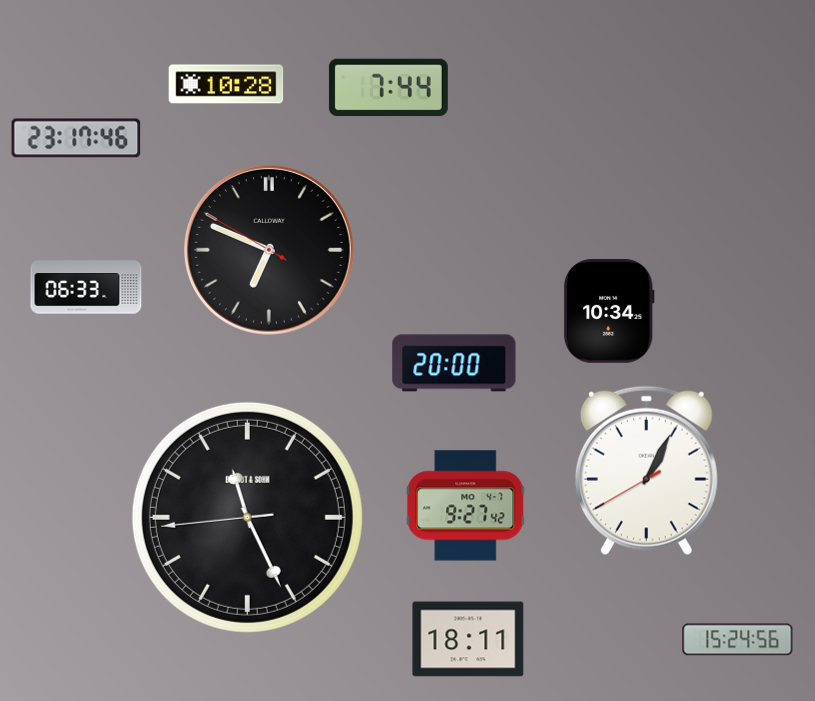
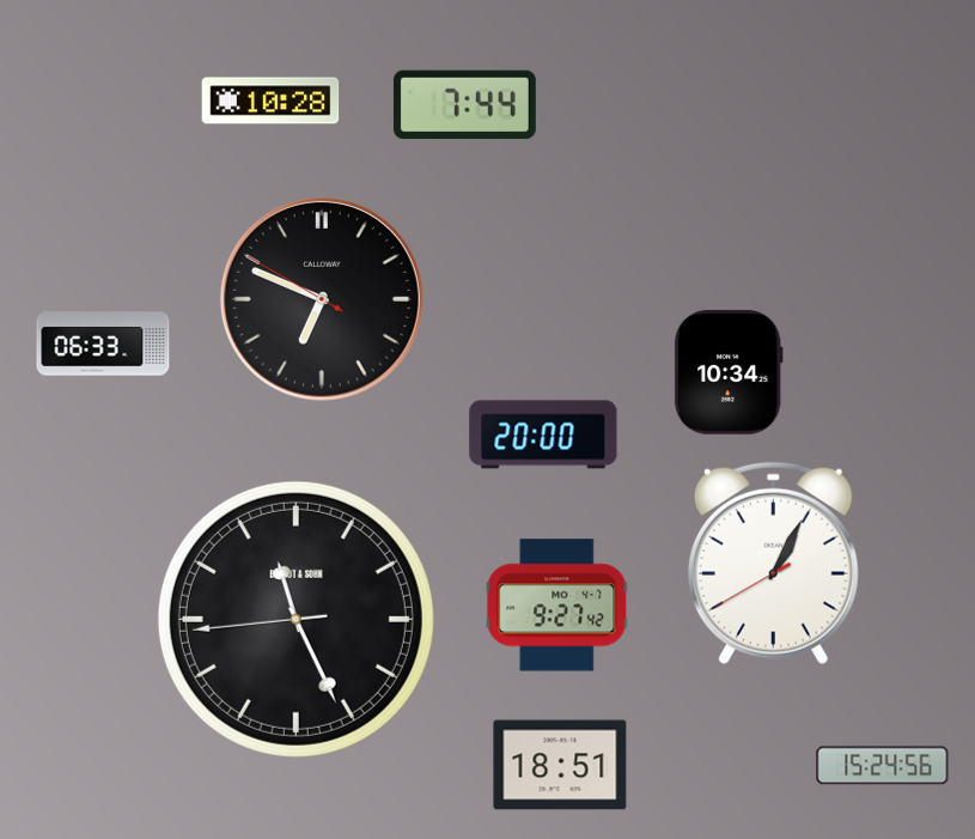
clock at (76, 138): 23:17 -> none
clock at (468, 639): 18:11 -> 18:51
